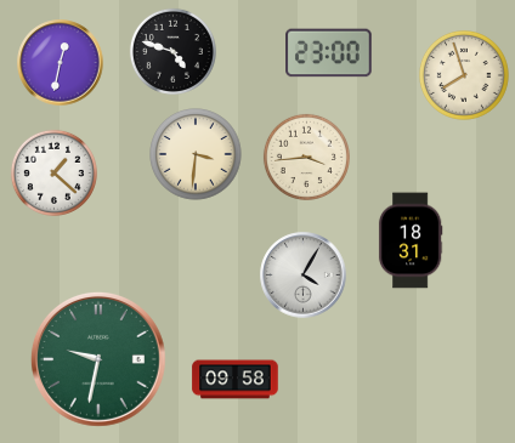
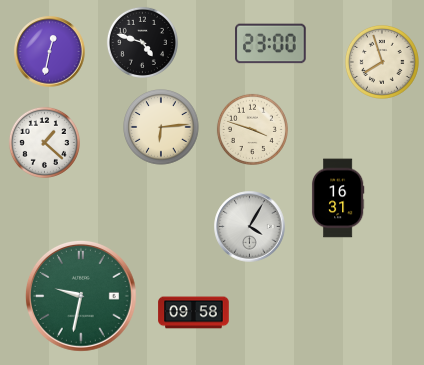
clock at (196, 154): 3:31 -> 6:14
clock at (306, 157): 3:44 -> 3:48
clock at (411, 240): 18:31 -> 16:31
